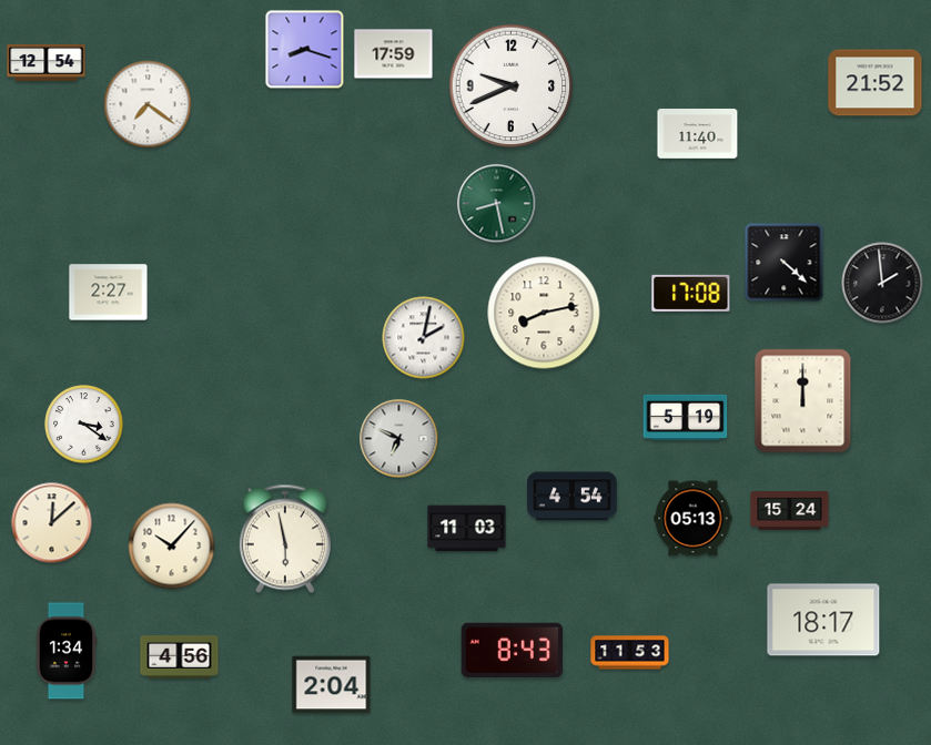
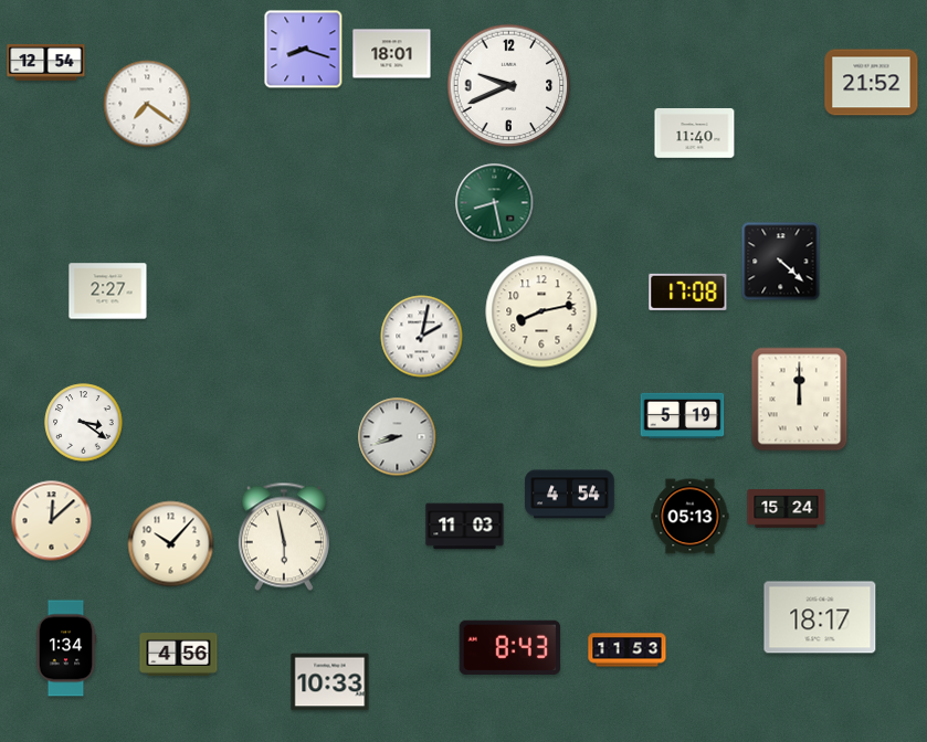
clock at (394, 54): 17:59 -> 18:01
clock at (882, 283): 1:59 -> none
clock at (399, 439): 6:49 -> 8:42
clock at (332, 685): 2:04 -> 10:33
